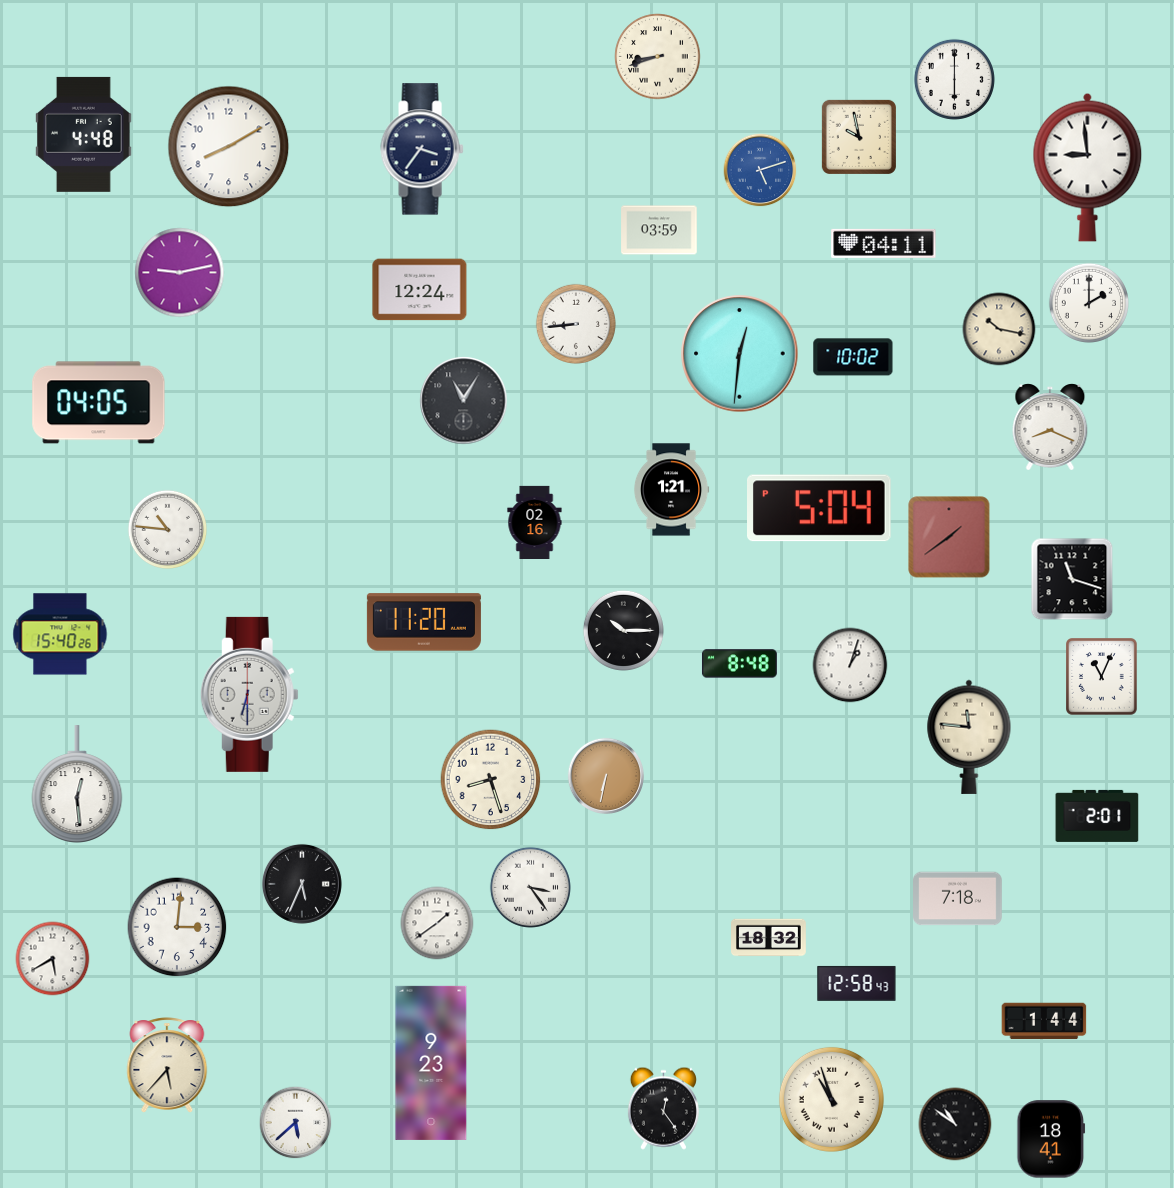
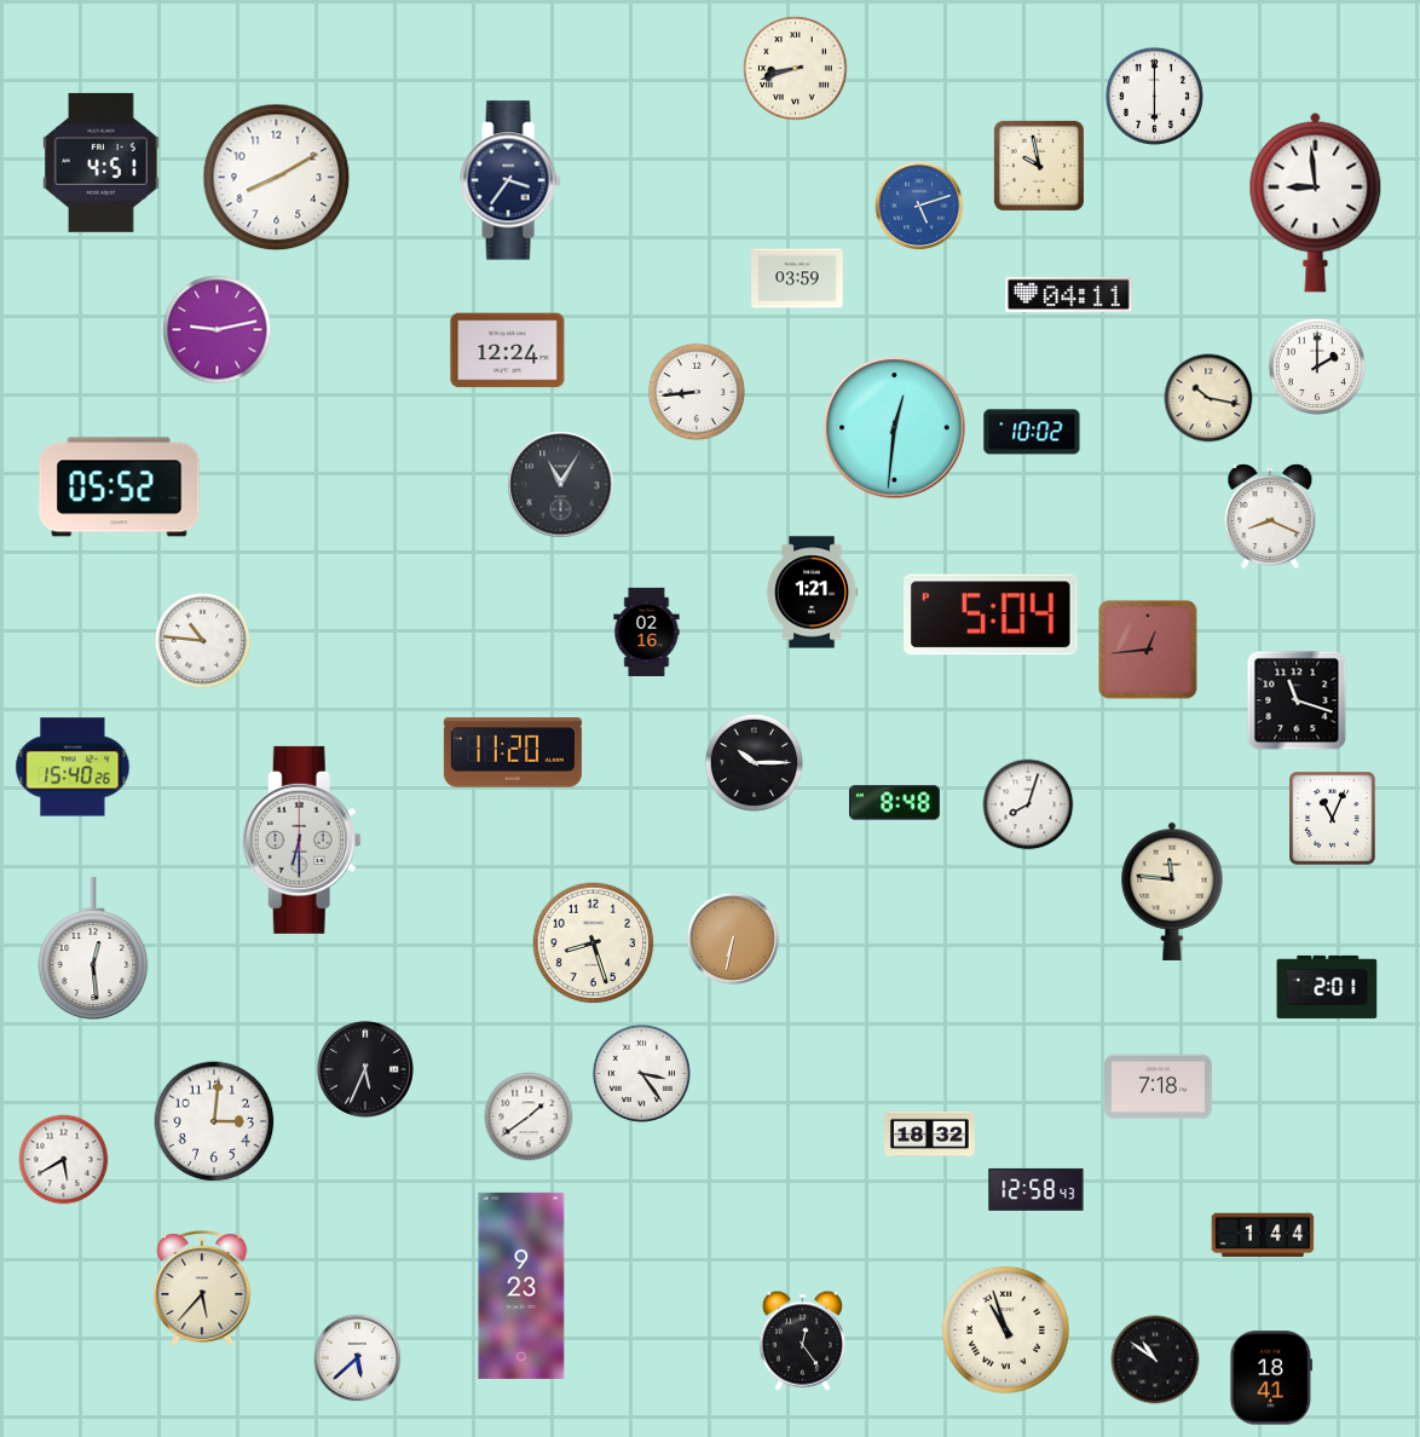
clock at (84, 134): 4:48 -> 4:51
clock at (99, 403): 04:05 -> 05:52
clock at (949, 537): 1:39 -> 12:44
clock at (850, 665): 1:03 -> 8:03
